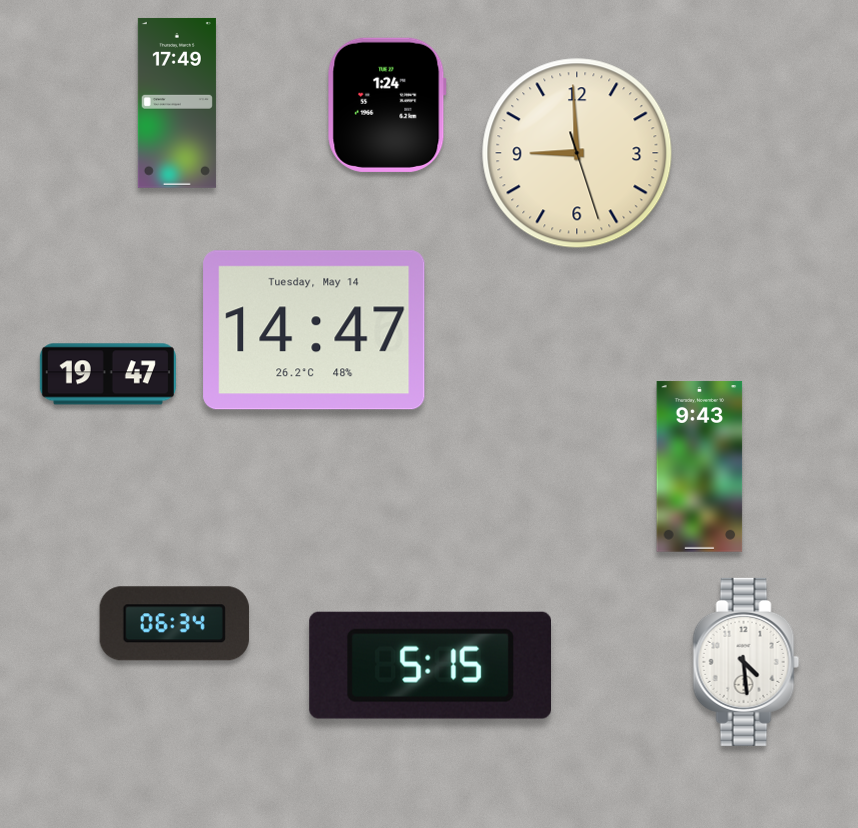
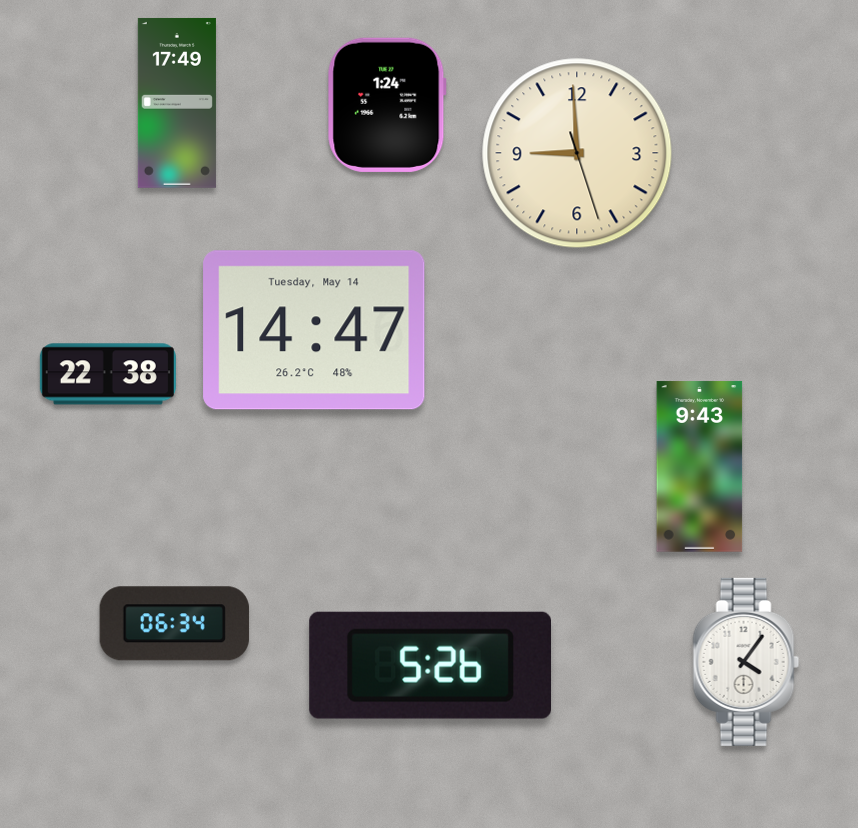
clock at (108, 374): 19:47 -> 22:38
clock at (746, 662): 4:29 -> 4:06
clock at (430, 665): 5:15 -> 5:26
